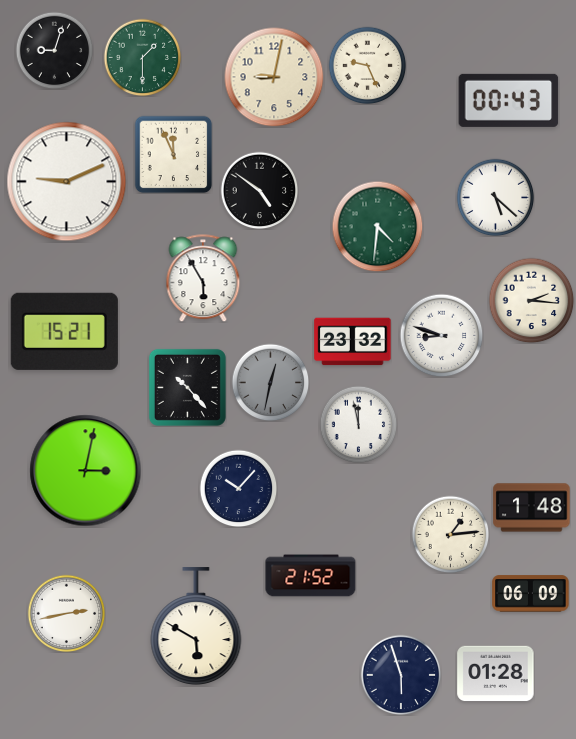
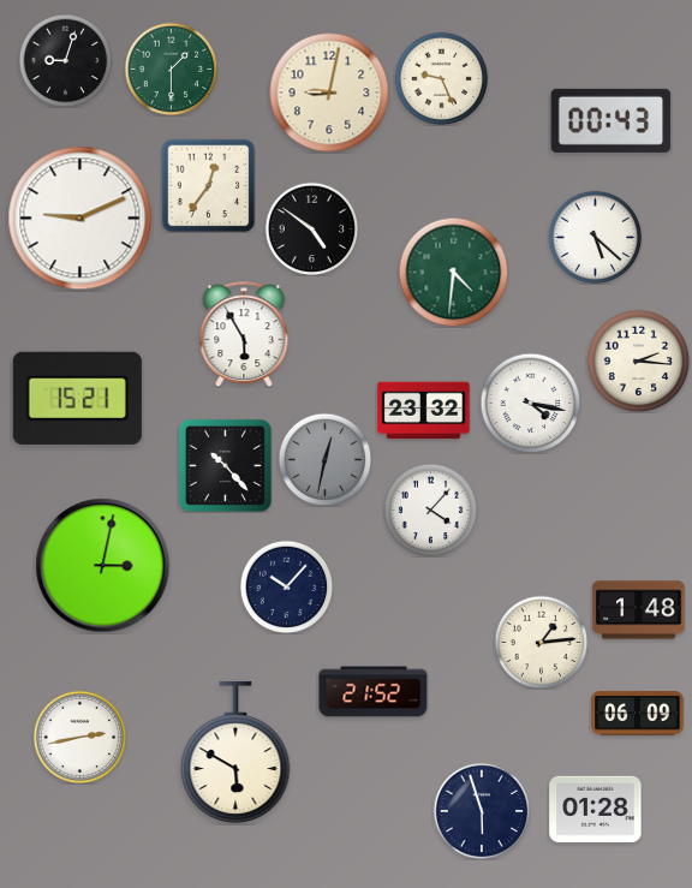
clock at (173, 154): 11:56 -> 12:36
clock at (441, 335): 8:48 -> 4:17
clock at (358, 424): 11:58 -> 4:07
